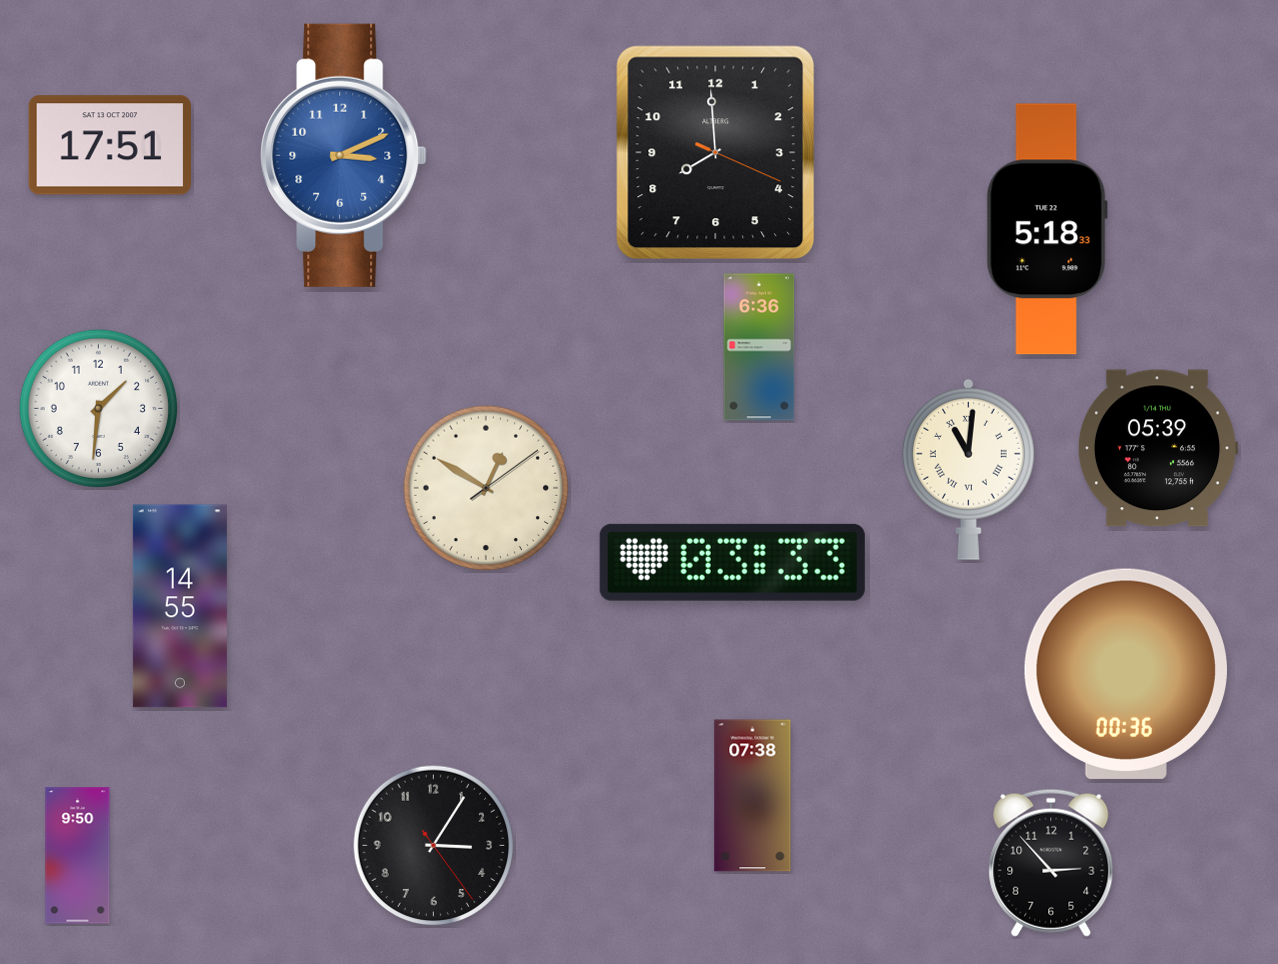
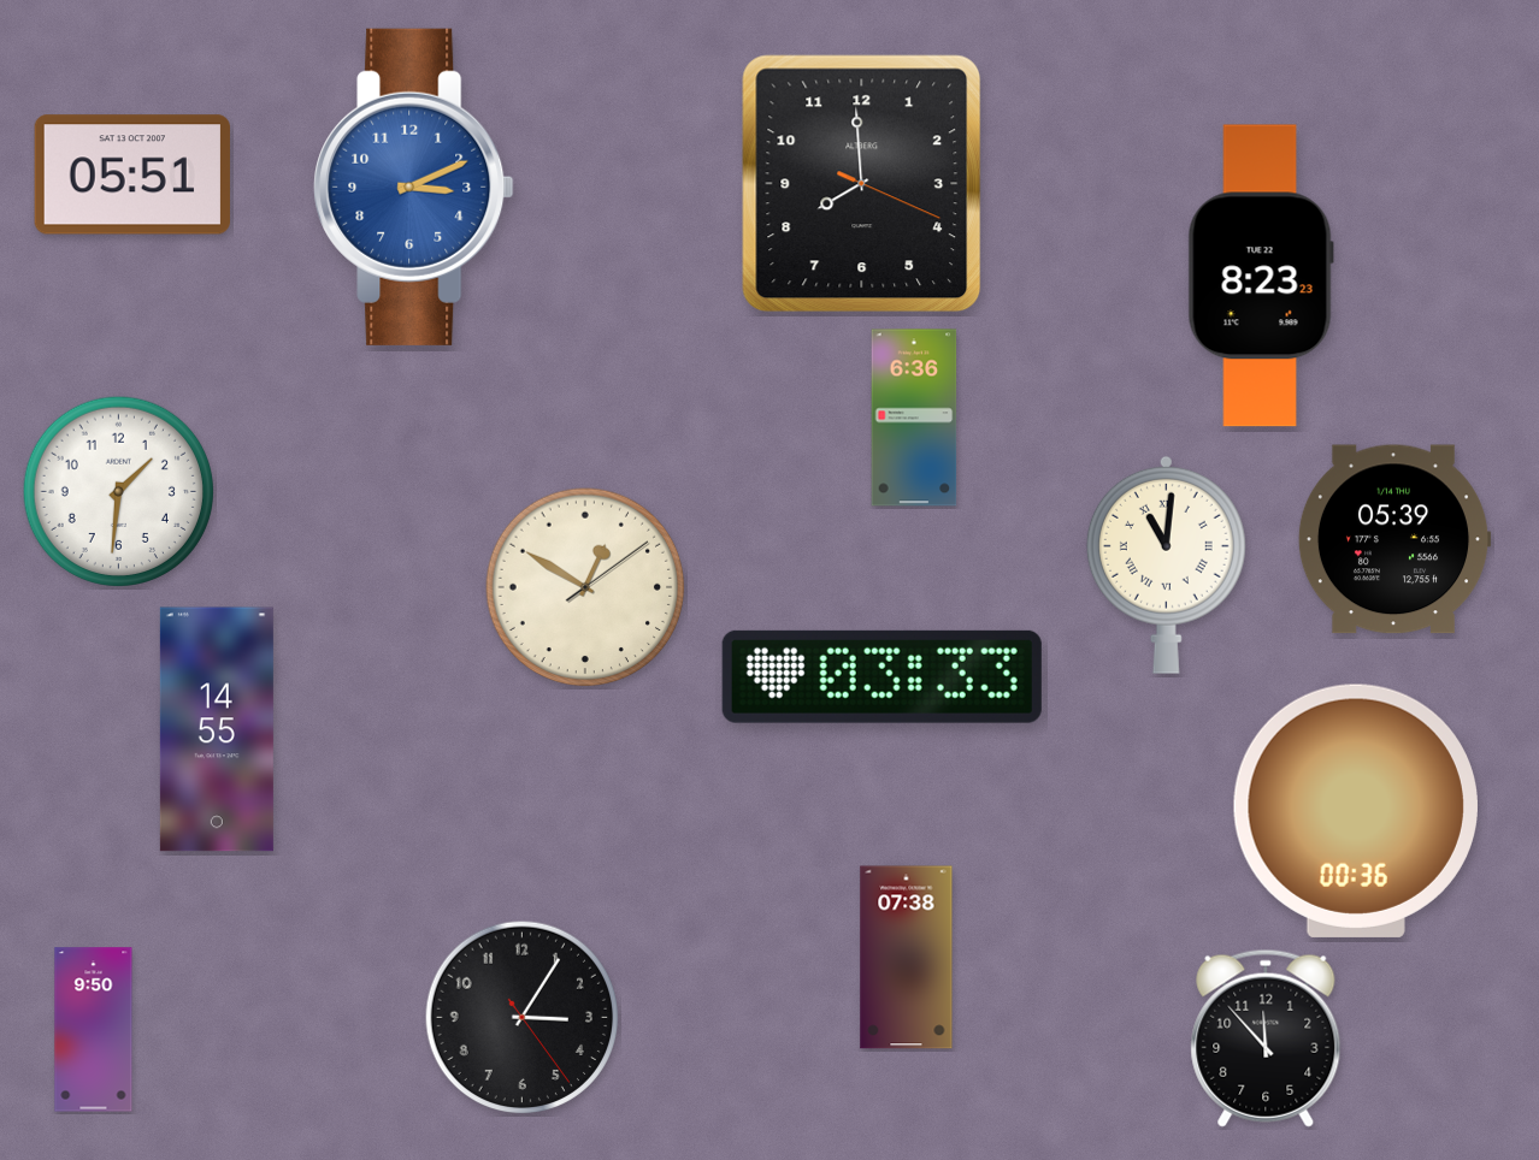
clock at (110, 145): 17:51 -> 05:51
clock at (1047, 229): 5:18 -> 8:23
clock at (1051, 863): 2:53 -> 11:53
